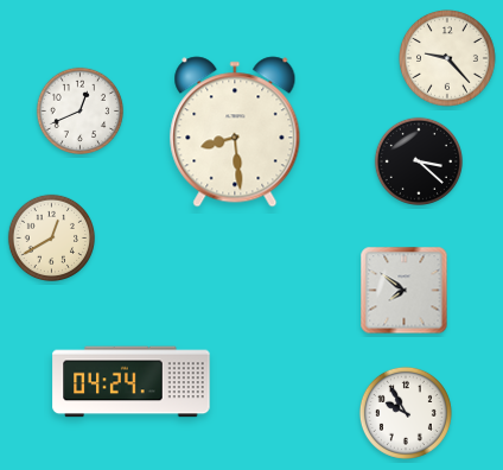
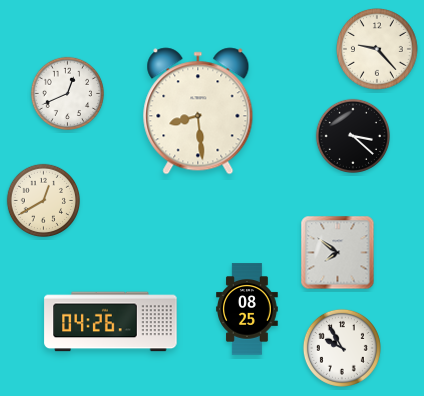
clock at (405, 291) position: (405, 291) -> (338, 253)
clock at (247, 309): none -> 08:25
clock at (132, 382): 04:24 -> 04:26
